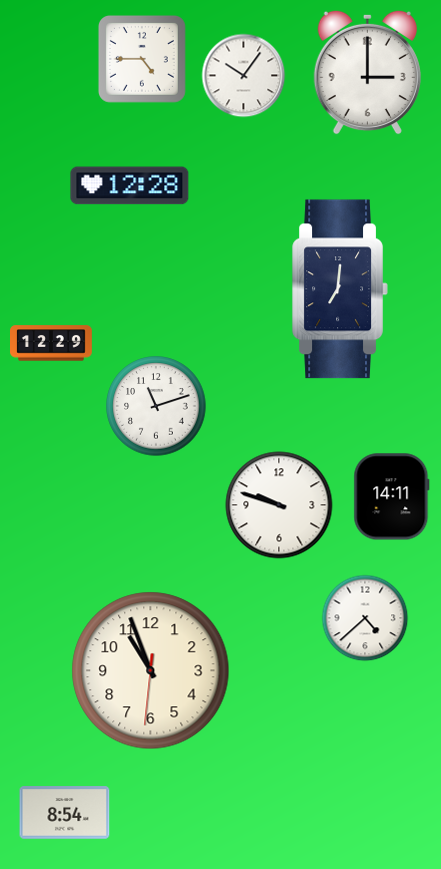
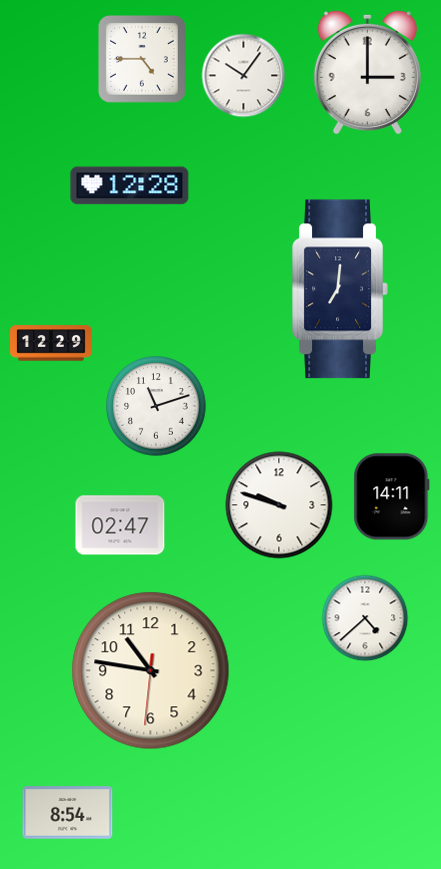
clock at (120, 525): none -> 02:47
clock at (151, 671): 10:56 -> 10:46
clock at (65, 813) position: (65, 813) -> (68, 813)
